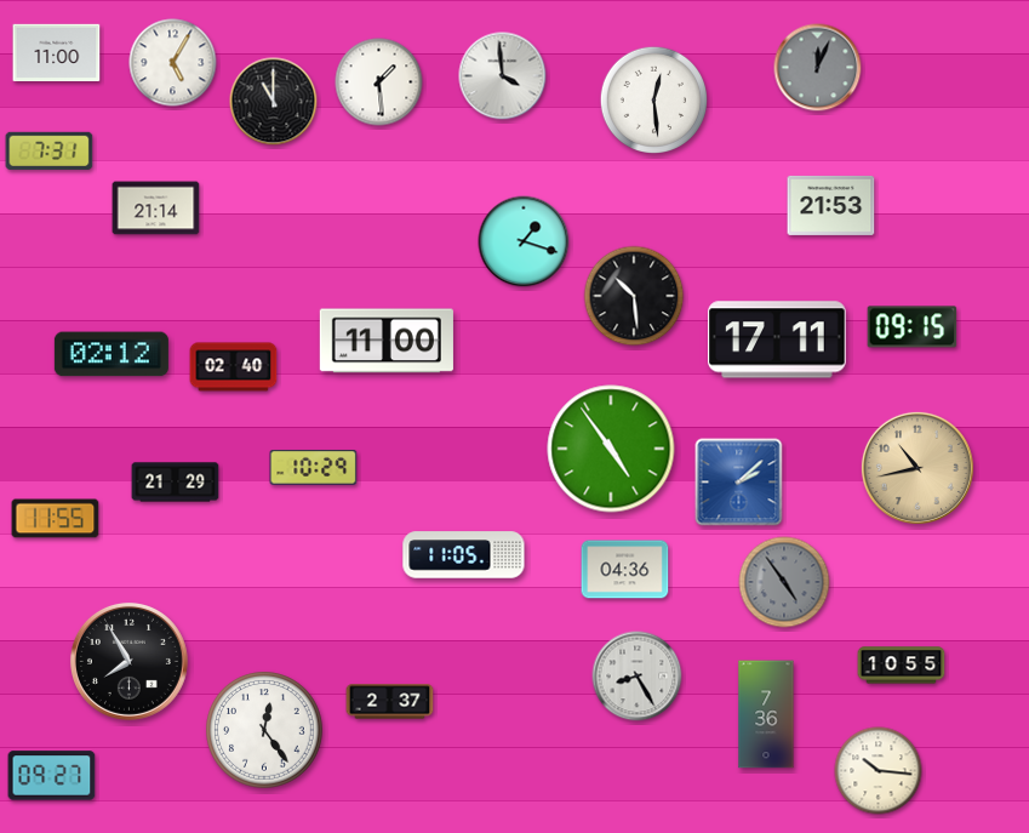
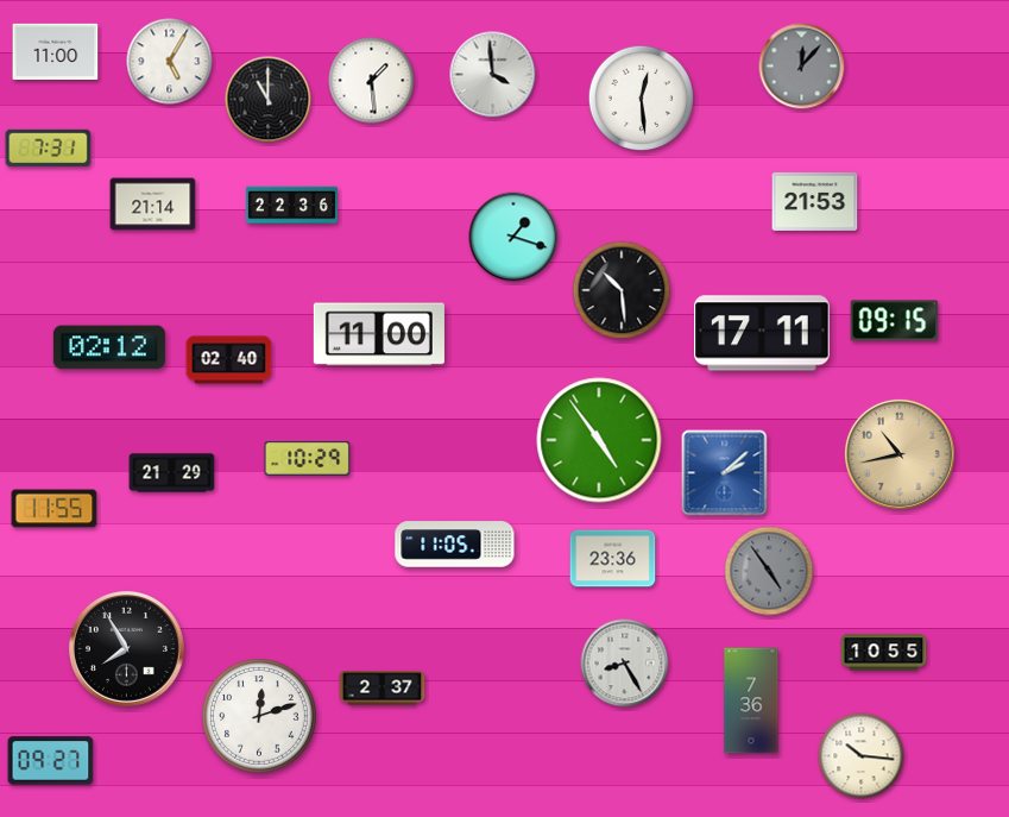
clock at (818, 68): 12:04 -> 12:07
clock at (291, 206): none -> 22:36
clock at (917, 468) position: (917, 468) -> (900, 454)
clock at (625, 570): 04:36 -> 23:36
clock at (264, 730): 12:24 -> 12:12
